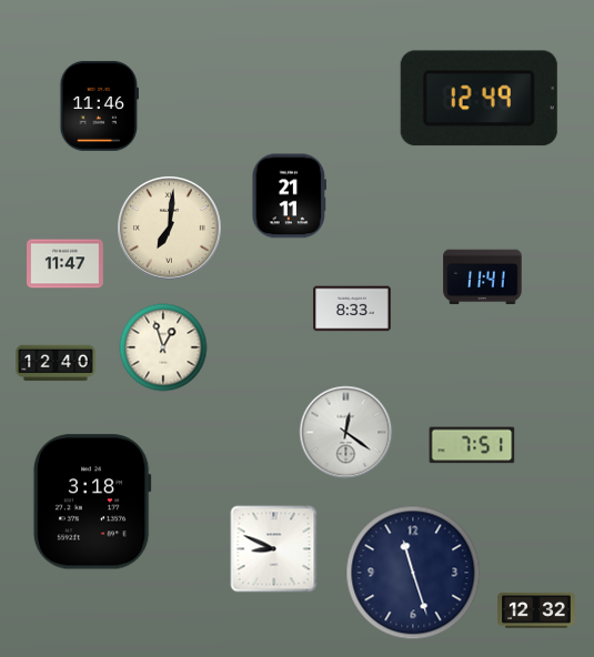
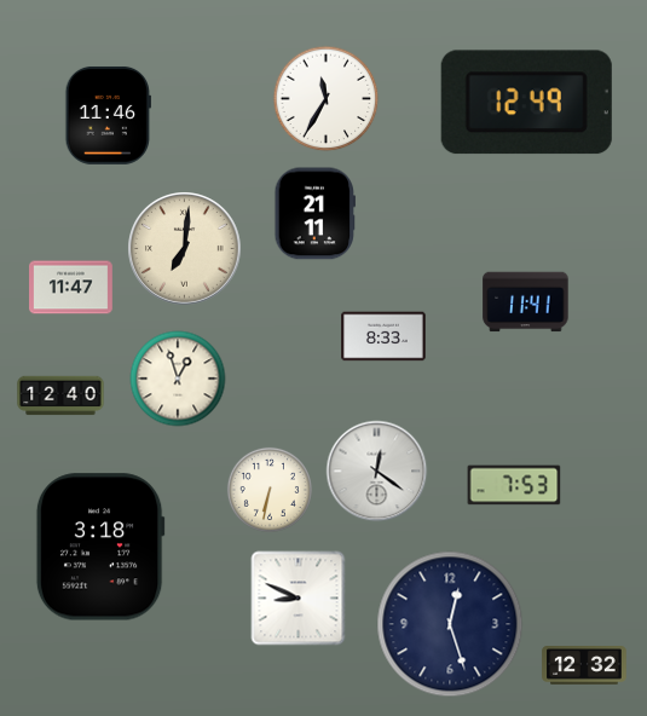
clock at (327, 99): none -> 11:35
clock at (479, 99) position: (479, 99) -> (526, 103)
clock at (472, 445): 7:51 -> 7:53
clock at (270, 490): none -> 6:32
clock at (413, 573): 11:27 -> 12:27
